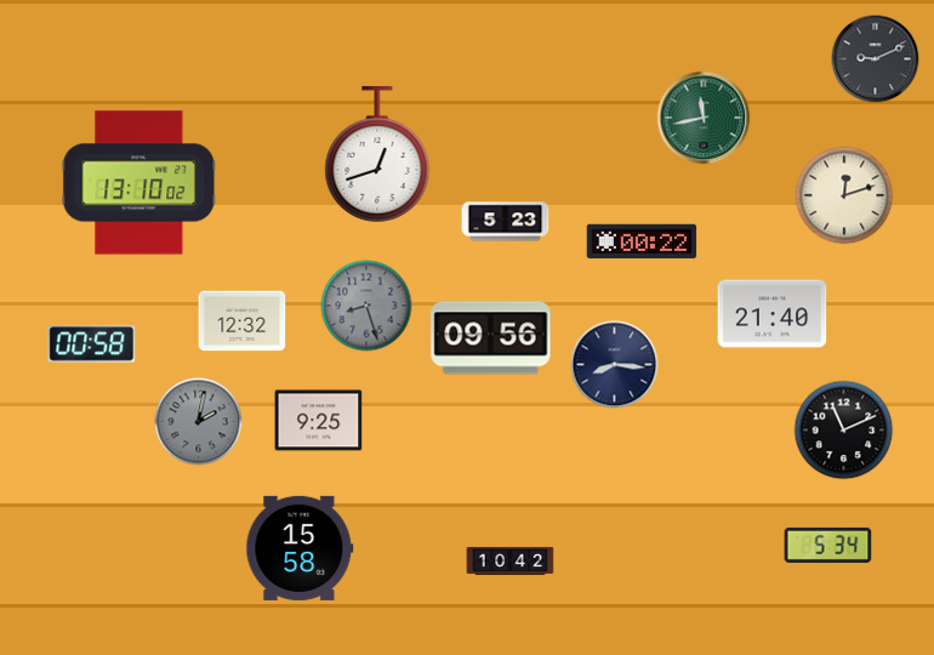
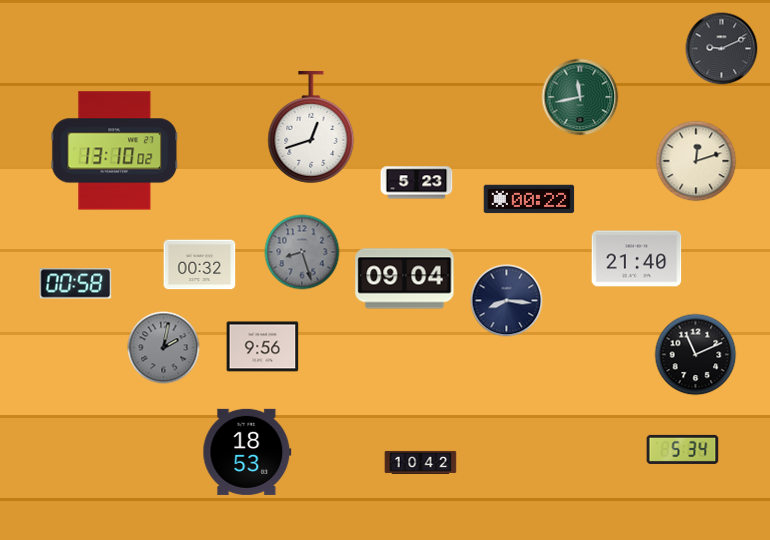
clock at (243, 321): 12:32 -> 00:32
clock at (491, 338): 09:56 -> 09:04
clock at (319, 421): 9:25 -> 9:56
clock at (300, 548): 15:58 -> 18:53
